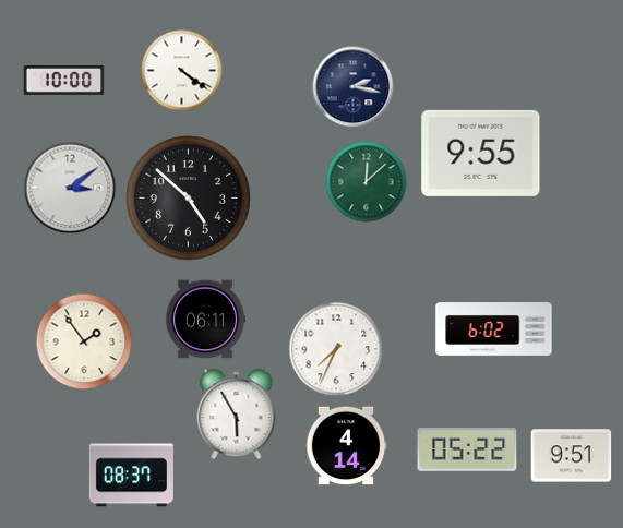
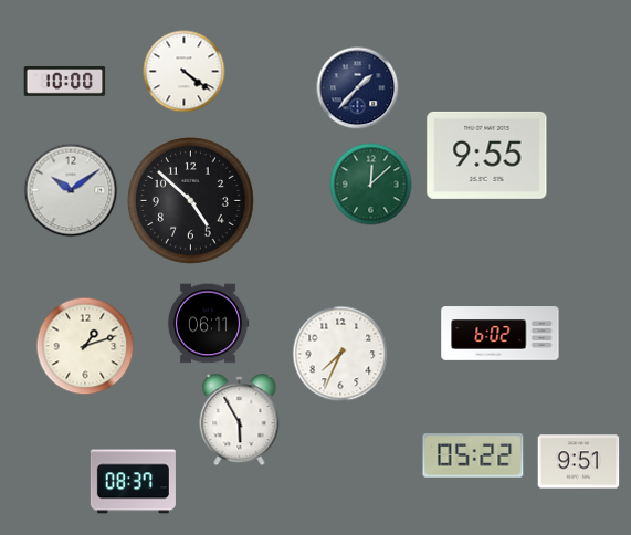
clock at (354, 87): 2:17 -> 1:37
clock at (70, 188): 3:09 -> 10:09
clock at (84, 341): 1:54 -> 1:12
clock at (346, 446): 4:14 -> none
